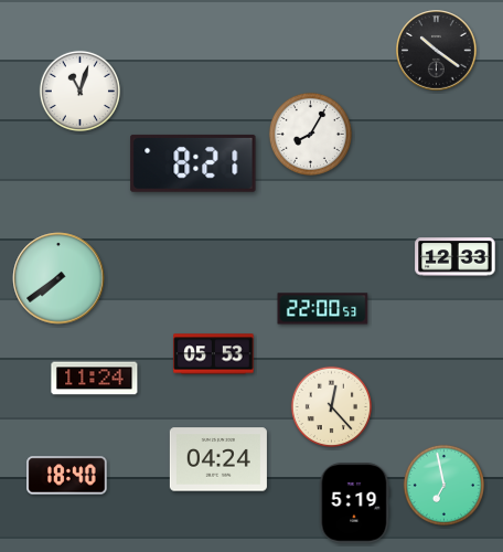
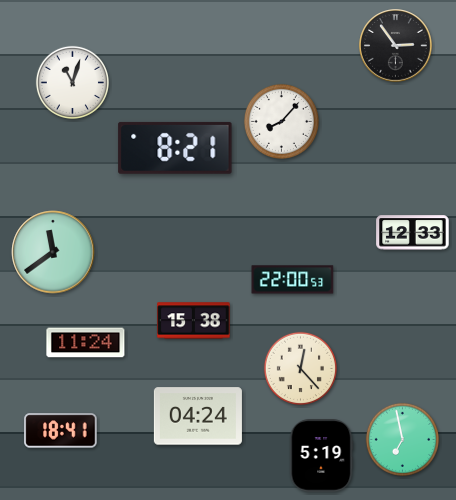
clock at (437, 51): 10:21 -> 2:54
clock at (310, 134): 8:05 -> 8:07
clock at (58, 278): 7:39 -> 11:39
clock at (214, 354): 05:53 -> 15:38
clock at (67, 476): 18:40 -> 18:41
